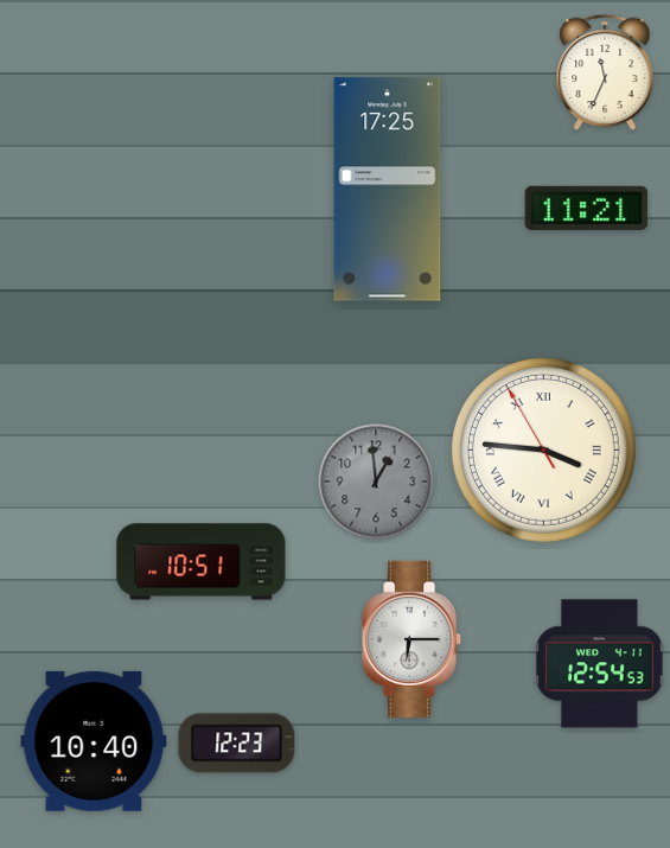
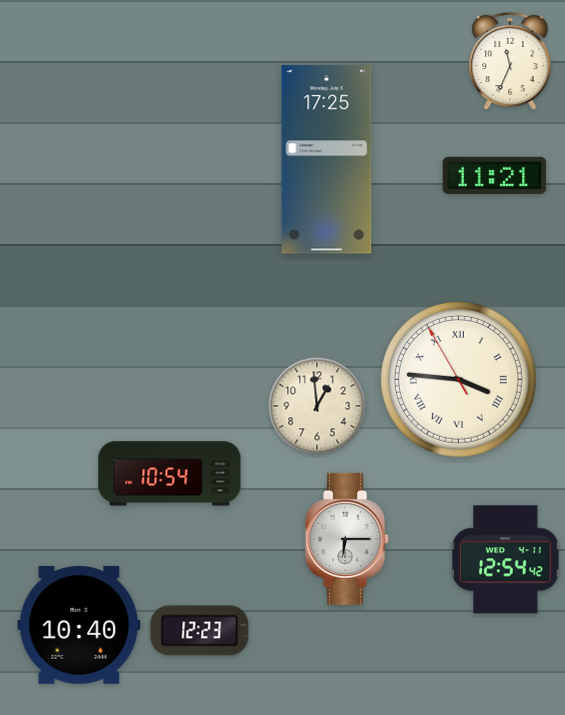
clock at (376, 482) dial: grey -> cream
clock at (202, 562): 10:51 -> 10:54
clock at (600, 664): 12:54:53 -> 12:54:42
clock at (237, 744) position: (237, 744) -> (200, 631)
